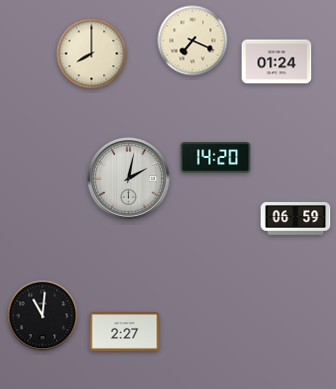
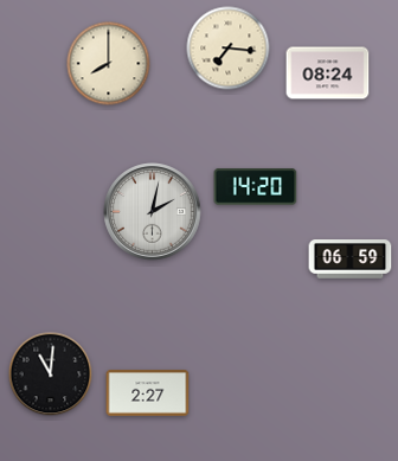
clock at (193, 41): 7:19 -> 7:16
clock at (277, 62): 01:24 -> 08:24
